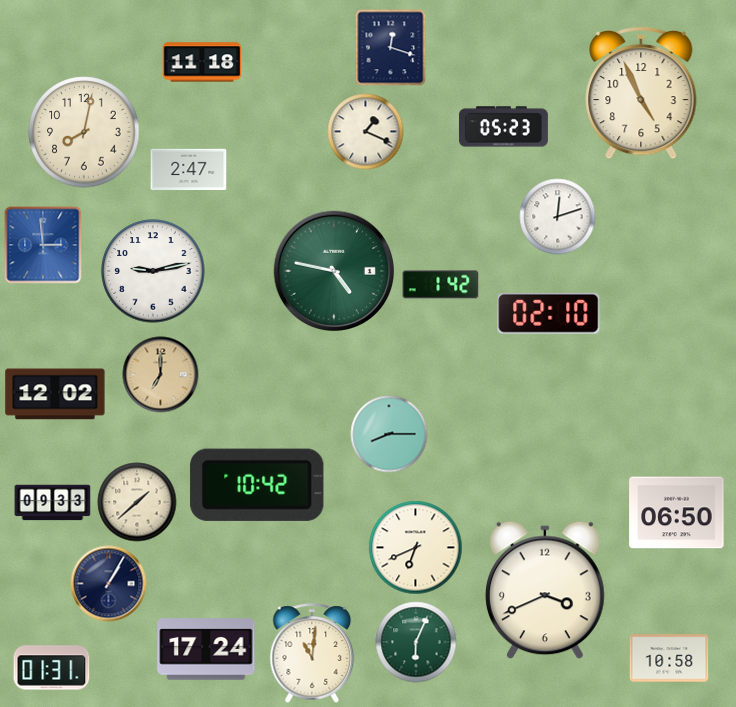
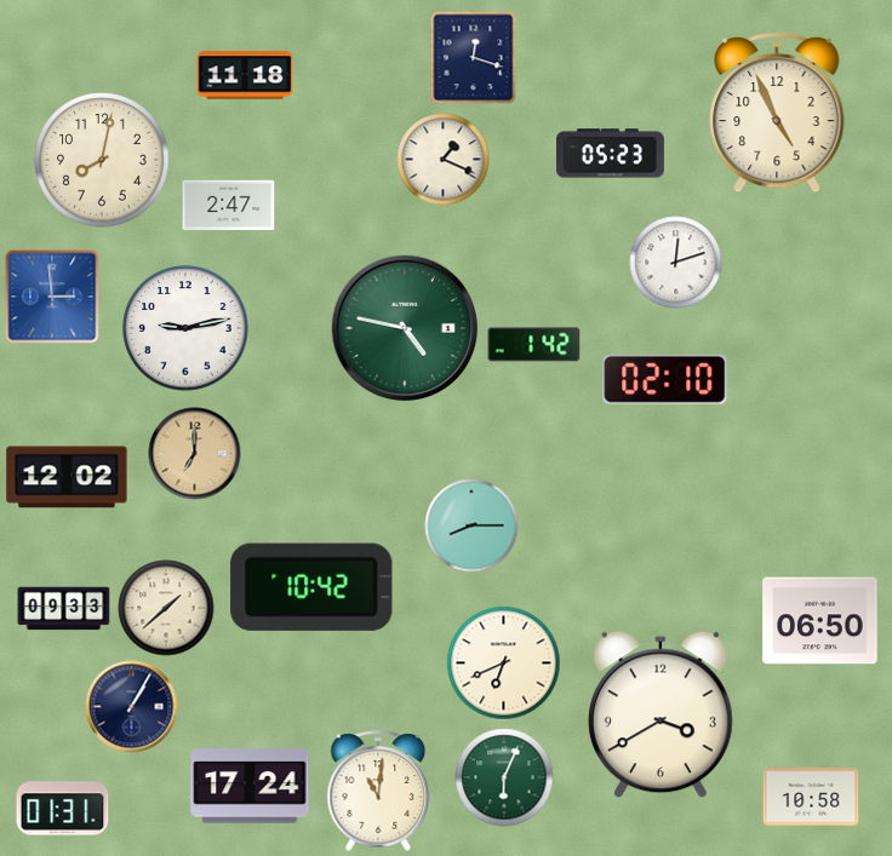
clock at (545, 590): 3:41 -> 3:40
